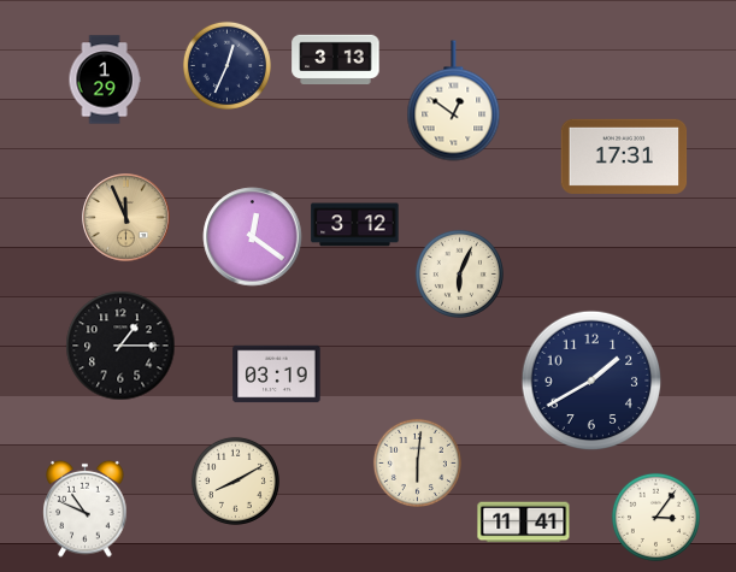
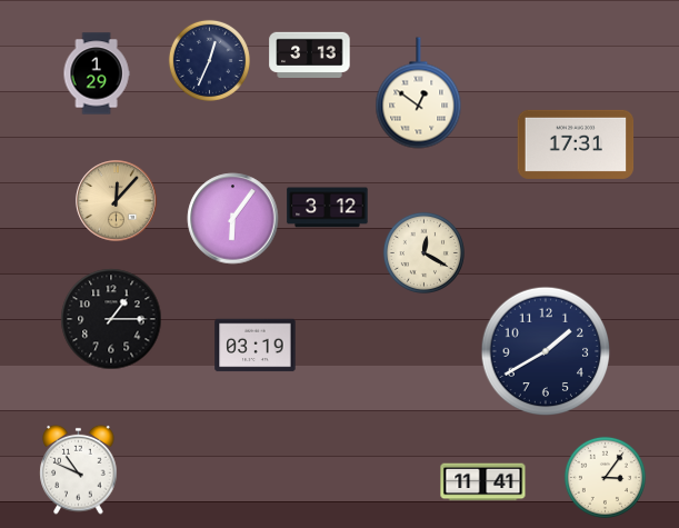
clock at (126, 218): 11:56 -> 12:07
clock at (253, 237): 12:21 -> 6:06
clock at (459, 273): 6:04 -> 12:20
clock at (417, 462): 6:01 -> none
clock at (235, 480): 8:10 -> none
